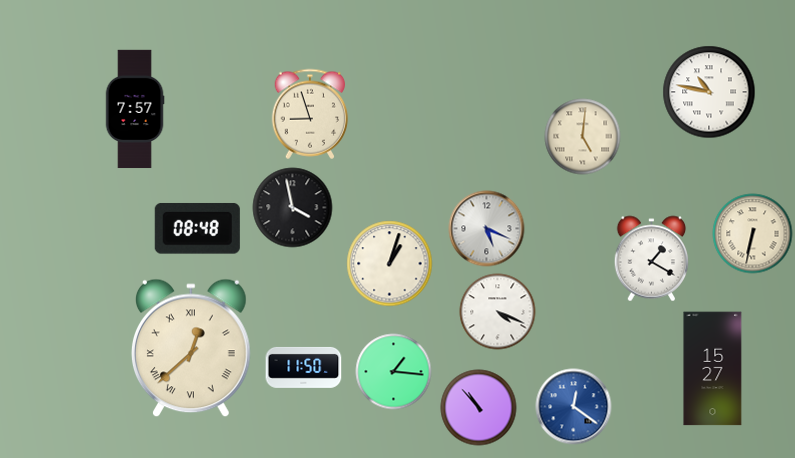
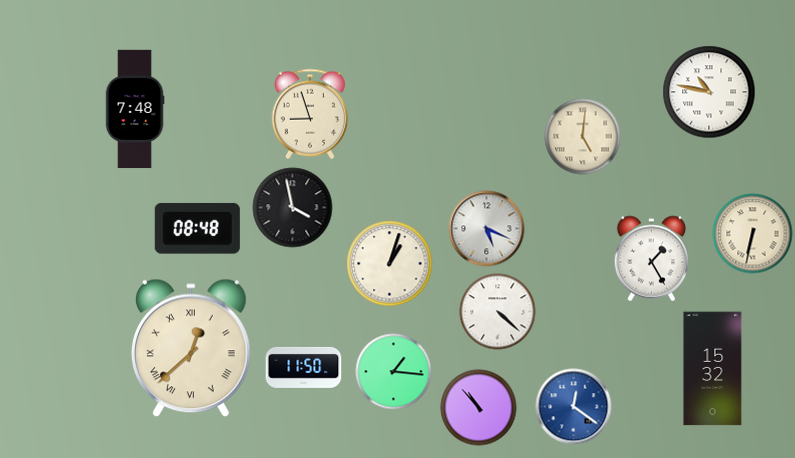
clock at (135, 109): 7:57 -> 7:48
clock at (652, 259): 1:20 -> 1:25
clock at (498, 312): 4:19 -> 4:22
clock at (713, 369): 15:27 -> 15:32
